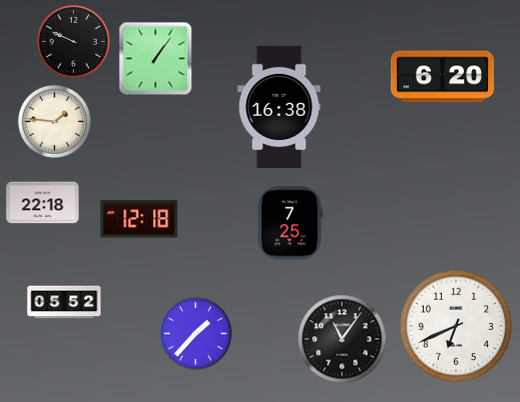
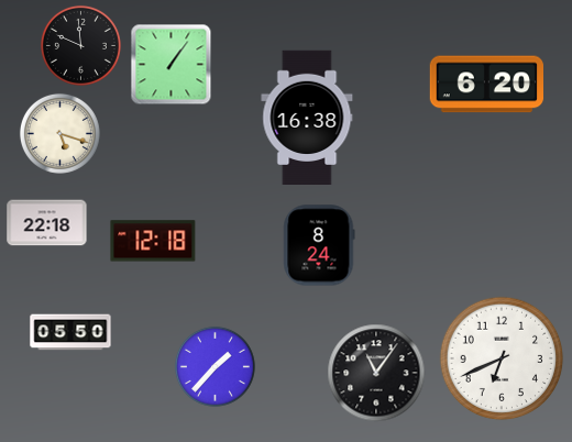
clock at (73, 41): 9:49 -> 11:49
clock at (54, 121): 1:46 -> 5:18
clock at (290, 223): 7:25 -> 8:24
clock at (64, 302): 05:52 -> 05:50
